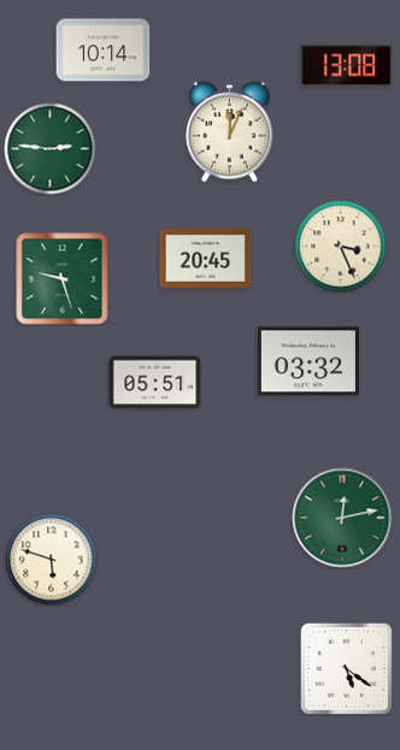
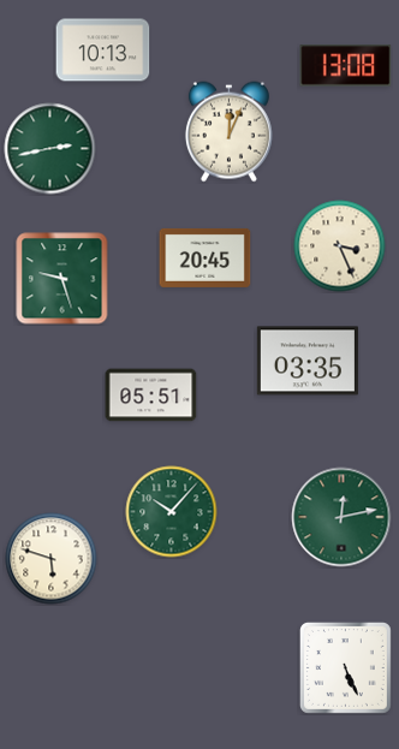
clock at (104, 51): 10:14 -> 10:13
clock at (51, 149): 2:46 -> 2:43
clock at (308, 361): 03:32 -> 03:35
clock at (155, 383) position: (155, 383) -> (151, 396)
clock at (172, 512): none -> 10:07
clock at (346, 668): 5:21 -> 5:26
